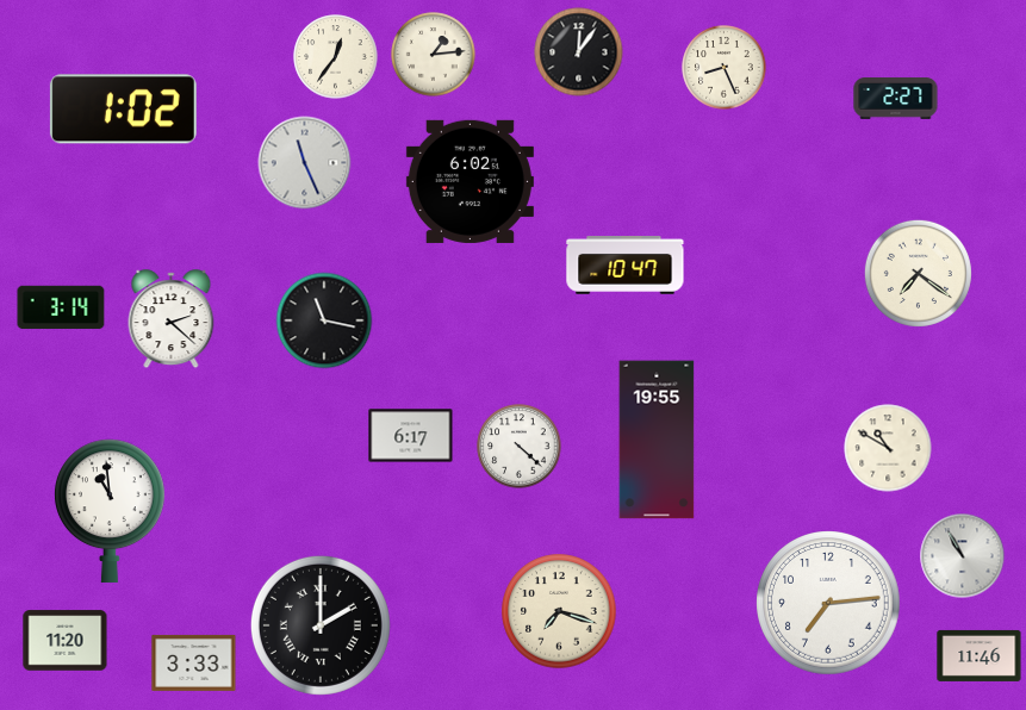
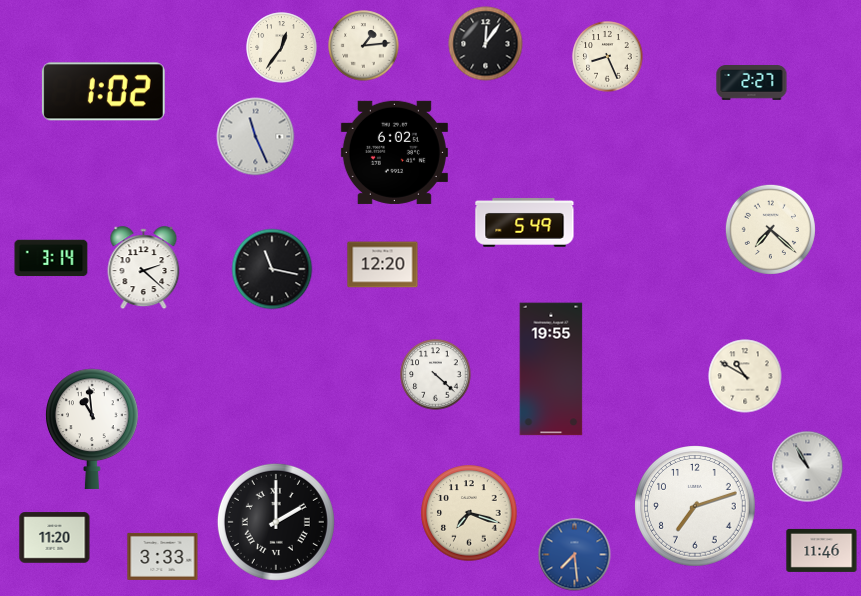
clock at (626, 266): 10:47 -> 5:49
clock at (918, 273): 7:21 -> 7:22
clock at (383, 265): none -> 12:20
clock at (411, 436): 6:17 -> none
clock at (828, 603): 7:14 -> 7:12
clock at (321, 625) position: (321, 625) -> (276, 522)
clock at (575, 555): none -> 7:29
